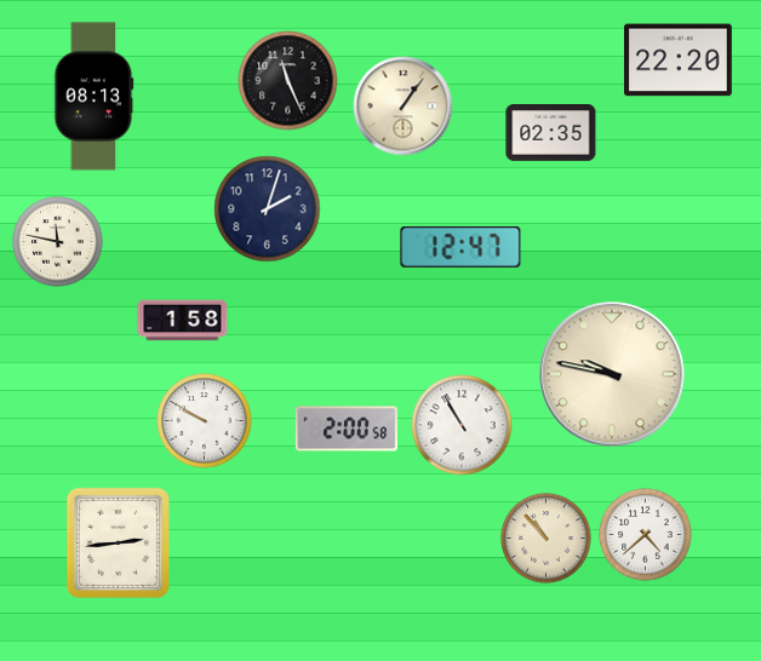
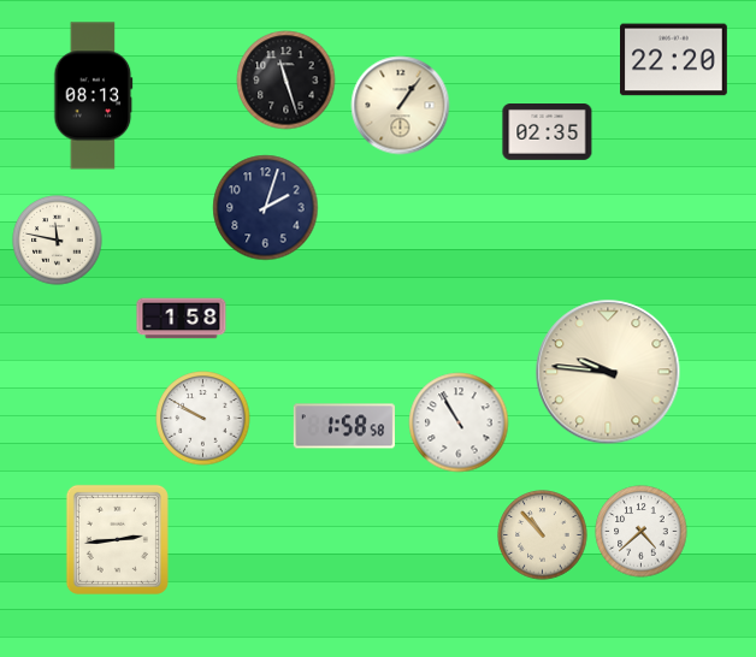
clock at (288, 81): 11:26 -> 11:27
clock at (460, 247): 12:47 -> none
clock at (612, 374): 9:47 -> 9:46
clock at (345, 429): 2:00 -> 1:58
